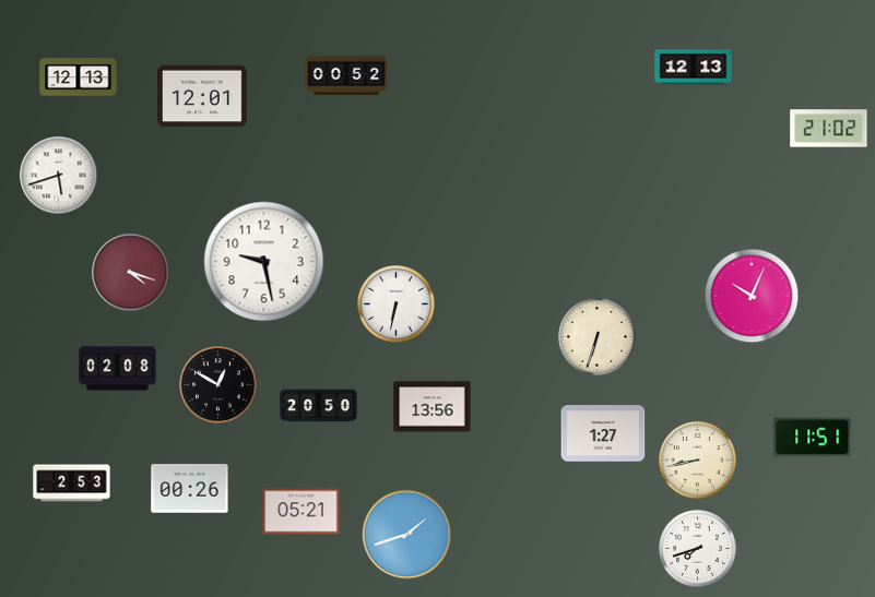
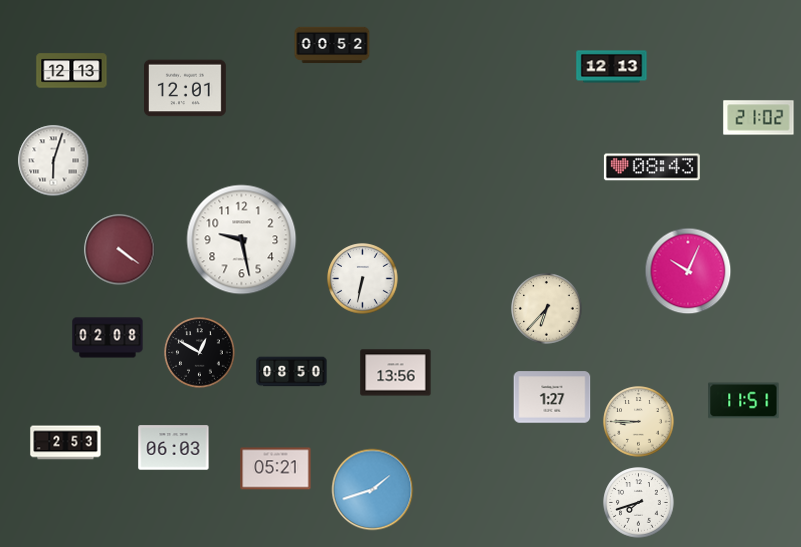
clock at (694, 68) position: (694, 68) -> (612, 67)
clock at (346, 75) position: (346, 75) -> (332, 45)
clock at (59, 176): 5:42 -> 6:03
clock at (652, 167): none -> 08:43
clock at (131, 273): 4:18 -> 4:21
clock at (598, 337): 6:33 -> 6:37
clock at (319, 406): 20:50 -> 08:50
clock at (698, 461): 8:43 -> 8:45
clock at (190, 489): 00:26 -> 06:03
